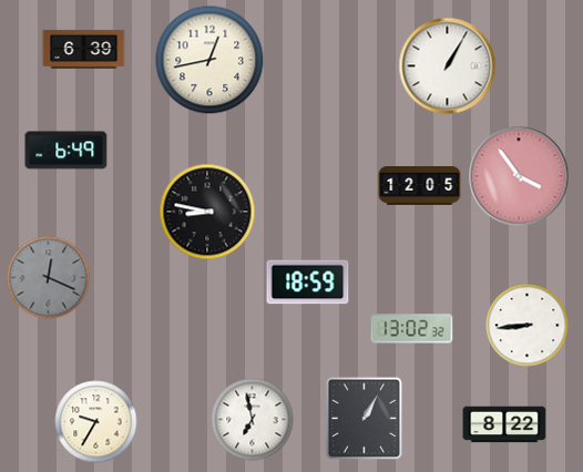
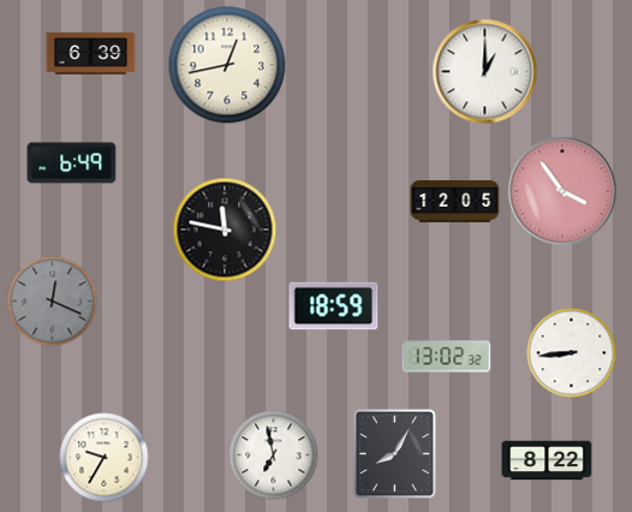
clock at (448, 66): 1:05 -> 1:00
clock at (207, 212): 8:47 -> 11:47
clock at (365, 419): 1:05 -> 8:05
